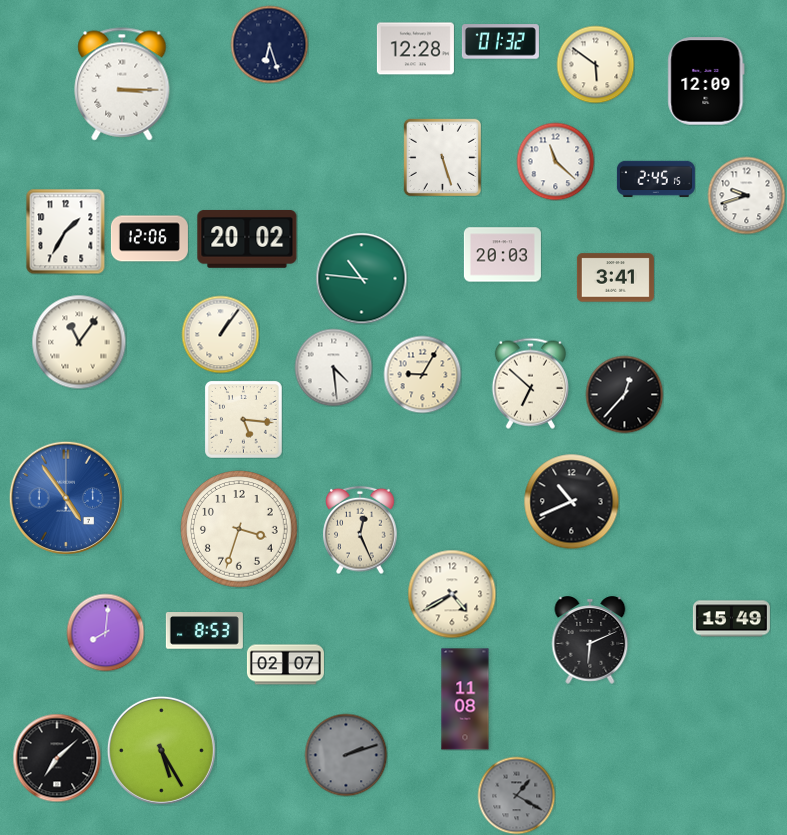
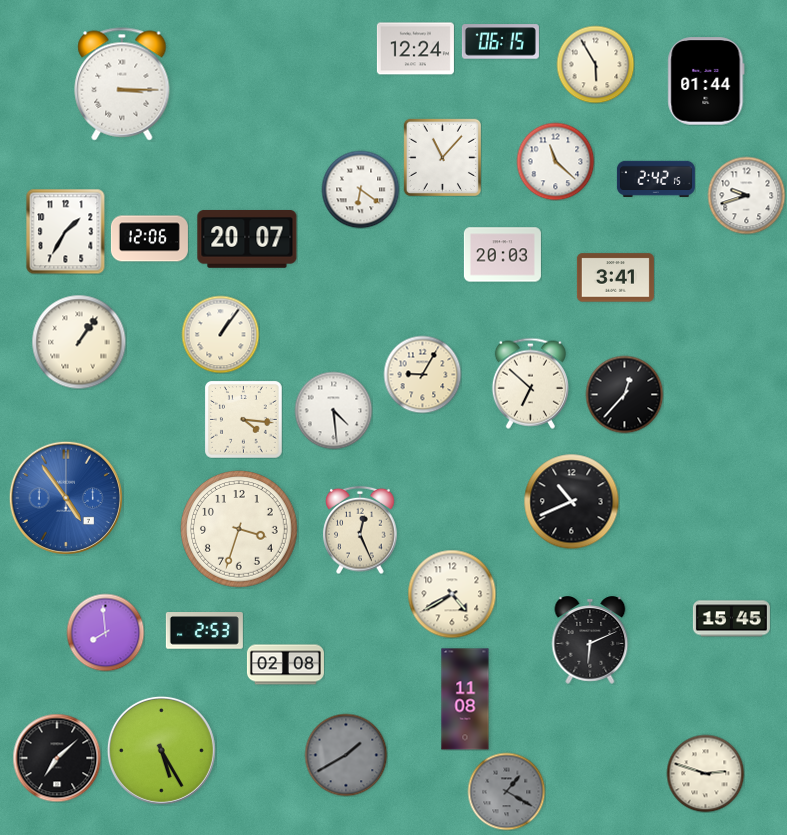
clock at (500, 42): 01:32 -> 06:15
clock at (269, 44): 6:27 -> none
clock at (415, 49): 12:28 -> 12:24
clock at (595, 64): 5:51 -> 5:55
clock at (706, 81): 12:09 -> 01:44
clock at (442, 157): 5:27 -> 11:07
clock at (656, 179): 2:45 -> 2:42
clock at (360, 189): none -> 6:21
clock at (247, 240): 20:02 -> 20:07
clock at (361, 278): 10:46 -> none
clock at (79, 342): 11:06 -> 1:06
clock at (333, 367) position: (333, 367) -> (333, 410)
clock at (243, 419): 5:16 -> 4:16
clock at (731, 619): 15:49 -> 15:45
clock at (204, 631): 8:53 -> 2:53
clock at (105, 632): 8:01 -> 7:59
clock at (285, 665): 02:07 -> 02:08
clock at (346, 755): 2:12 -> 1:40
clock at (705, 773): none -> 2:48
clock at (516, 795) position: (516, 795) -> (506, 791)
